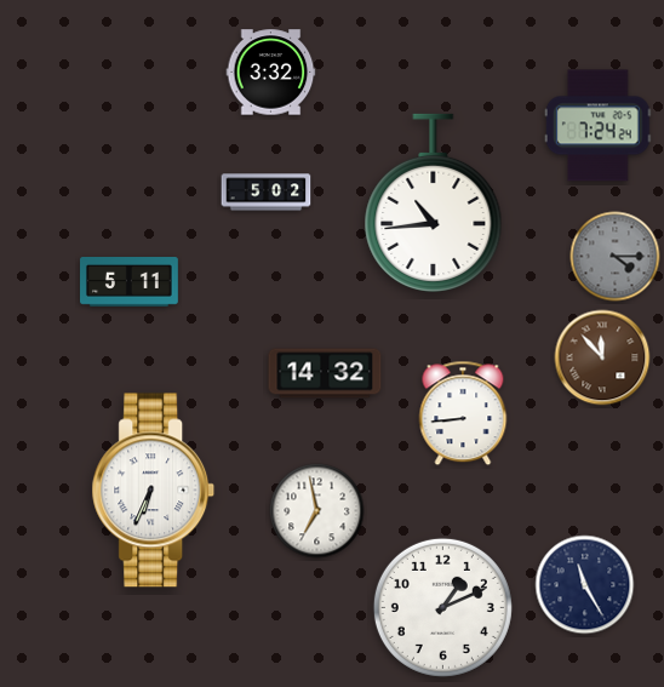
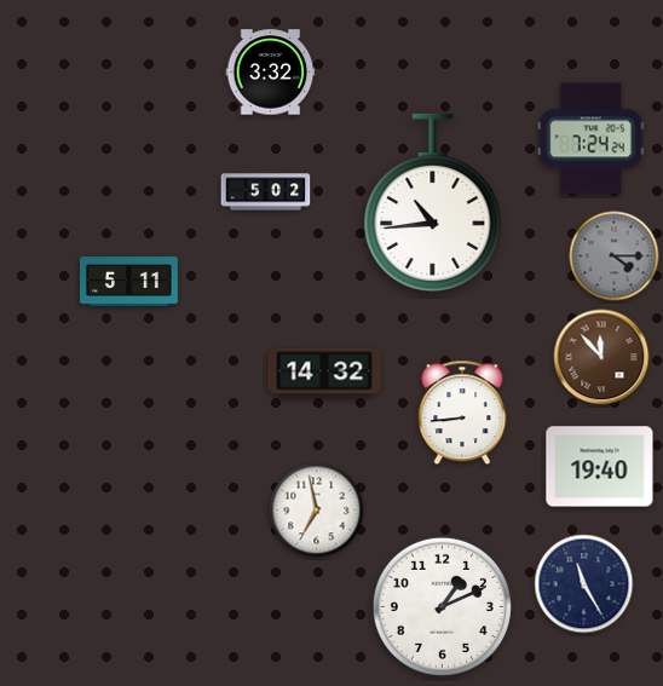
clock at (597, 126) position: (597, 126) -> (590, 139)
clock at (600, 467): none -> 19:40
clock at (154, 491): 6:34 -> none
